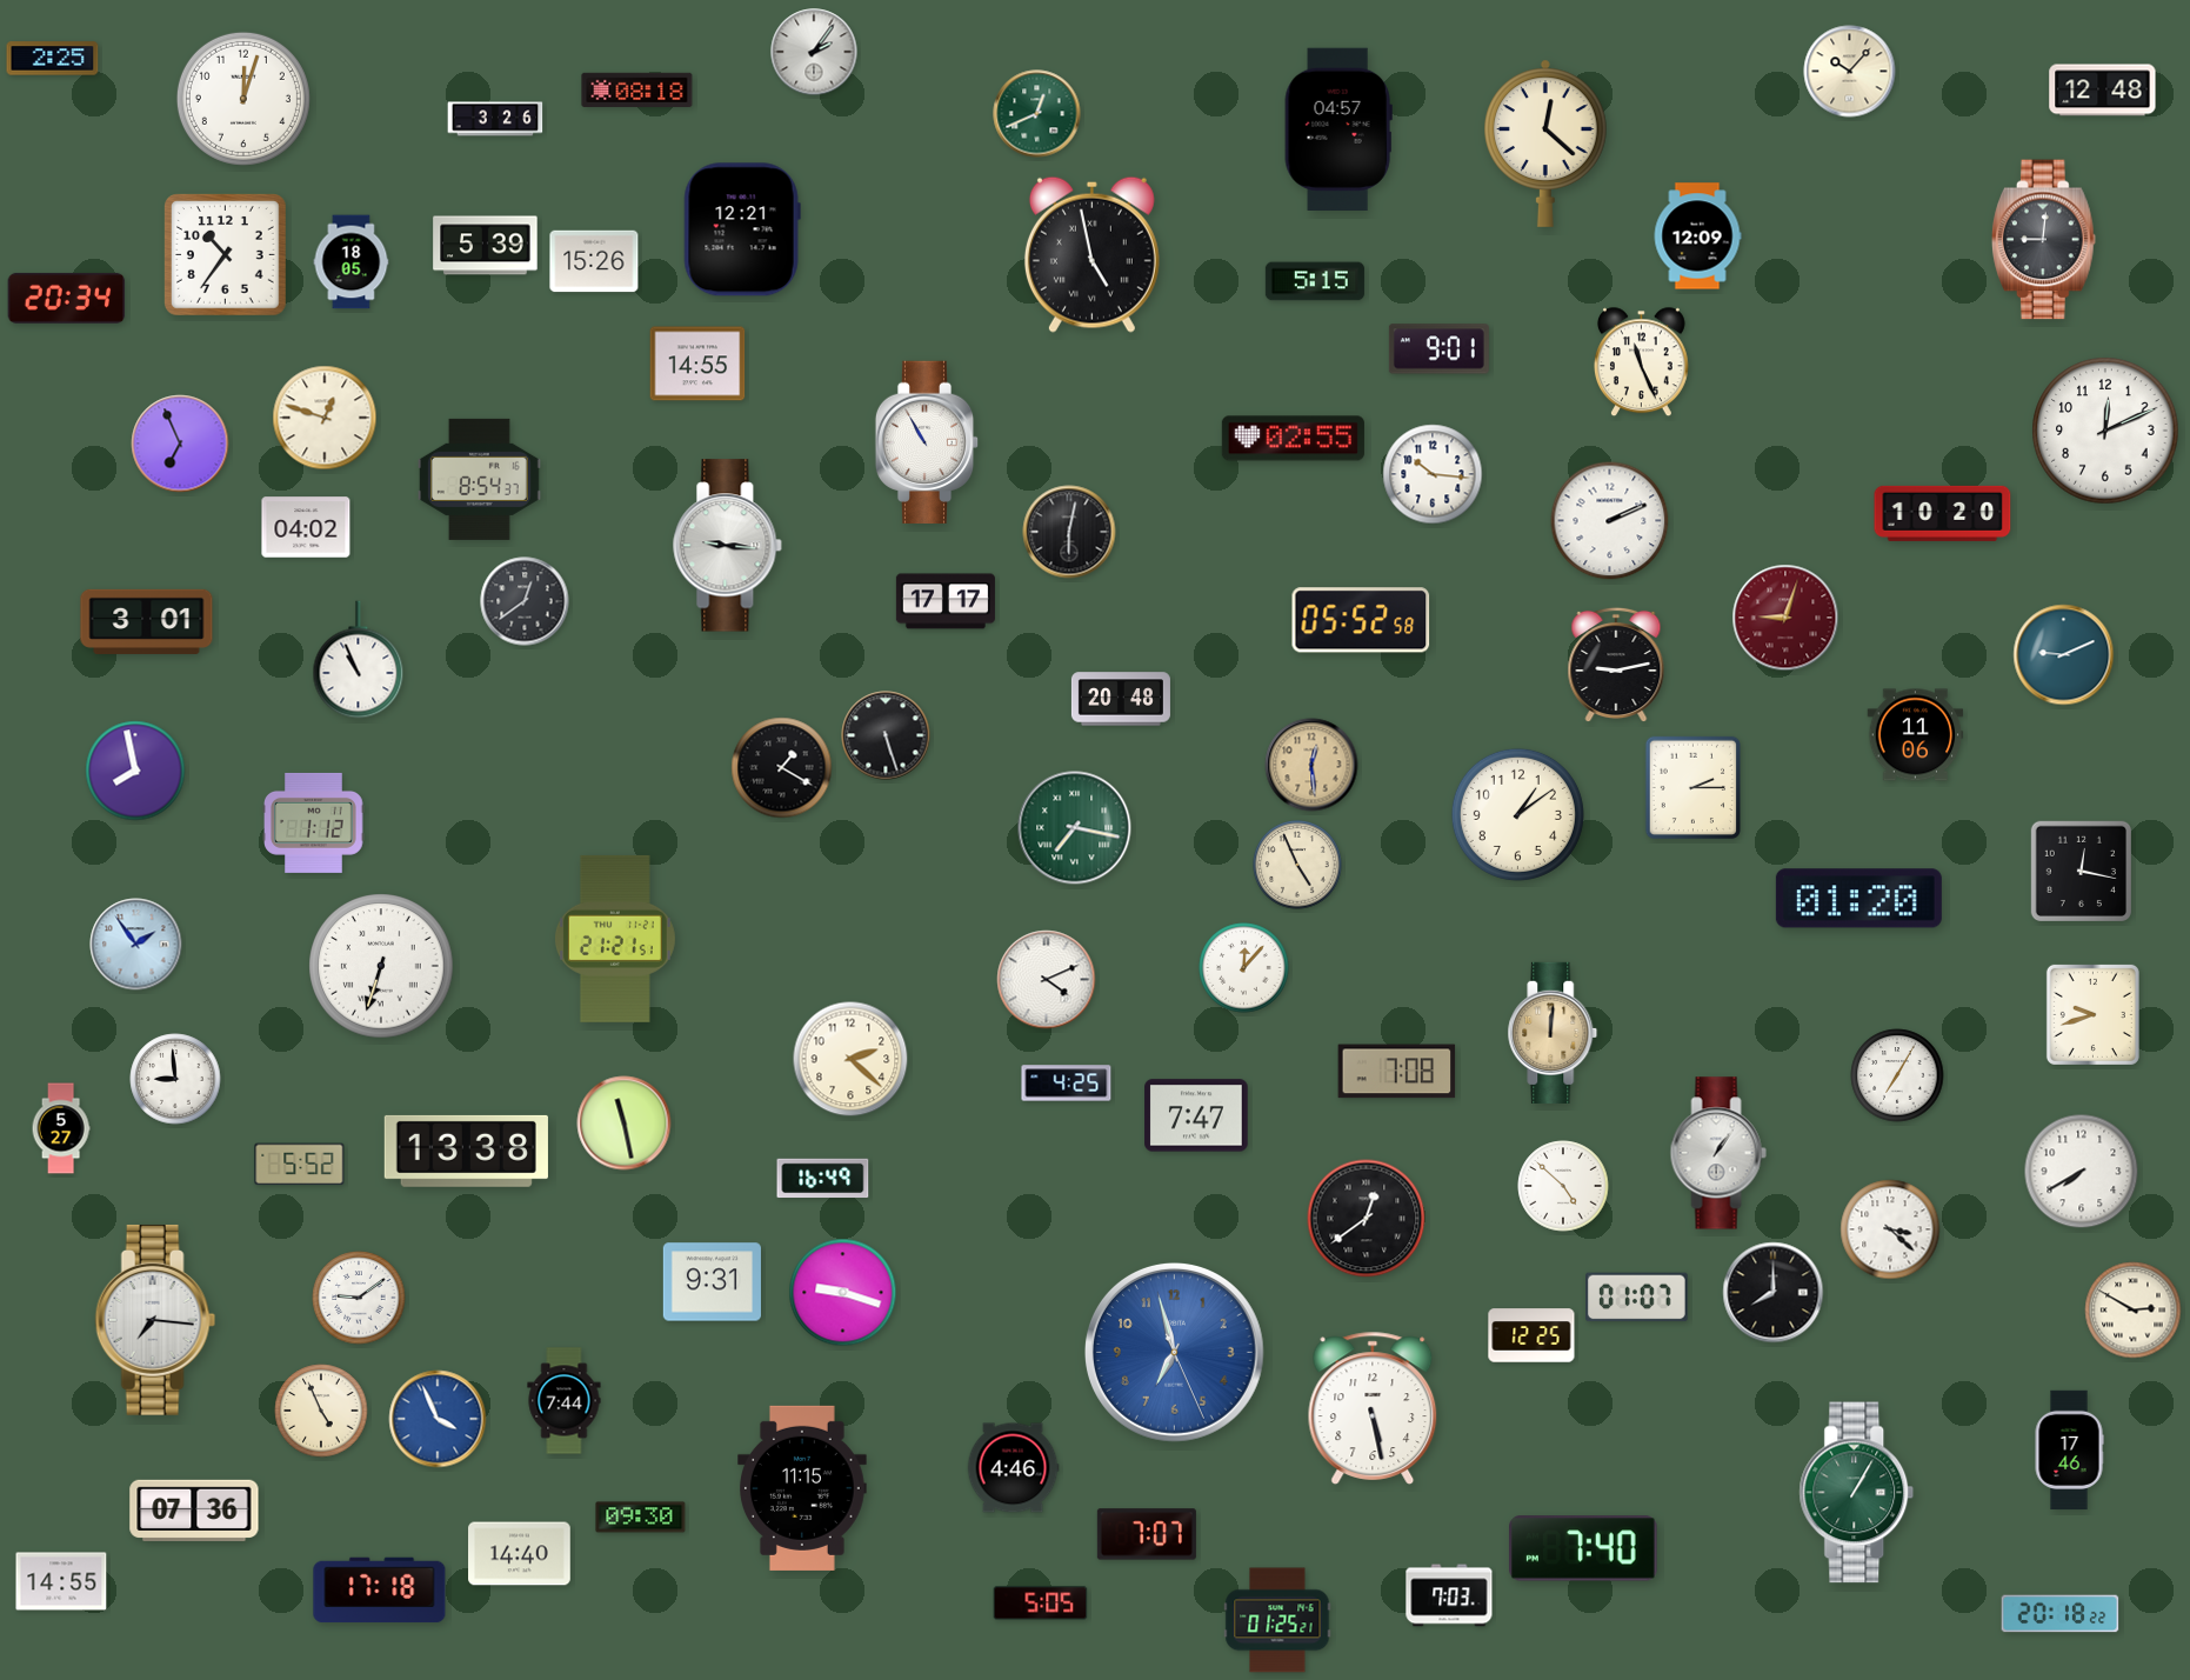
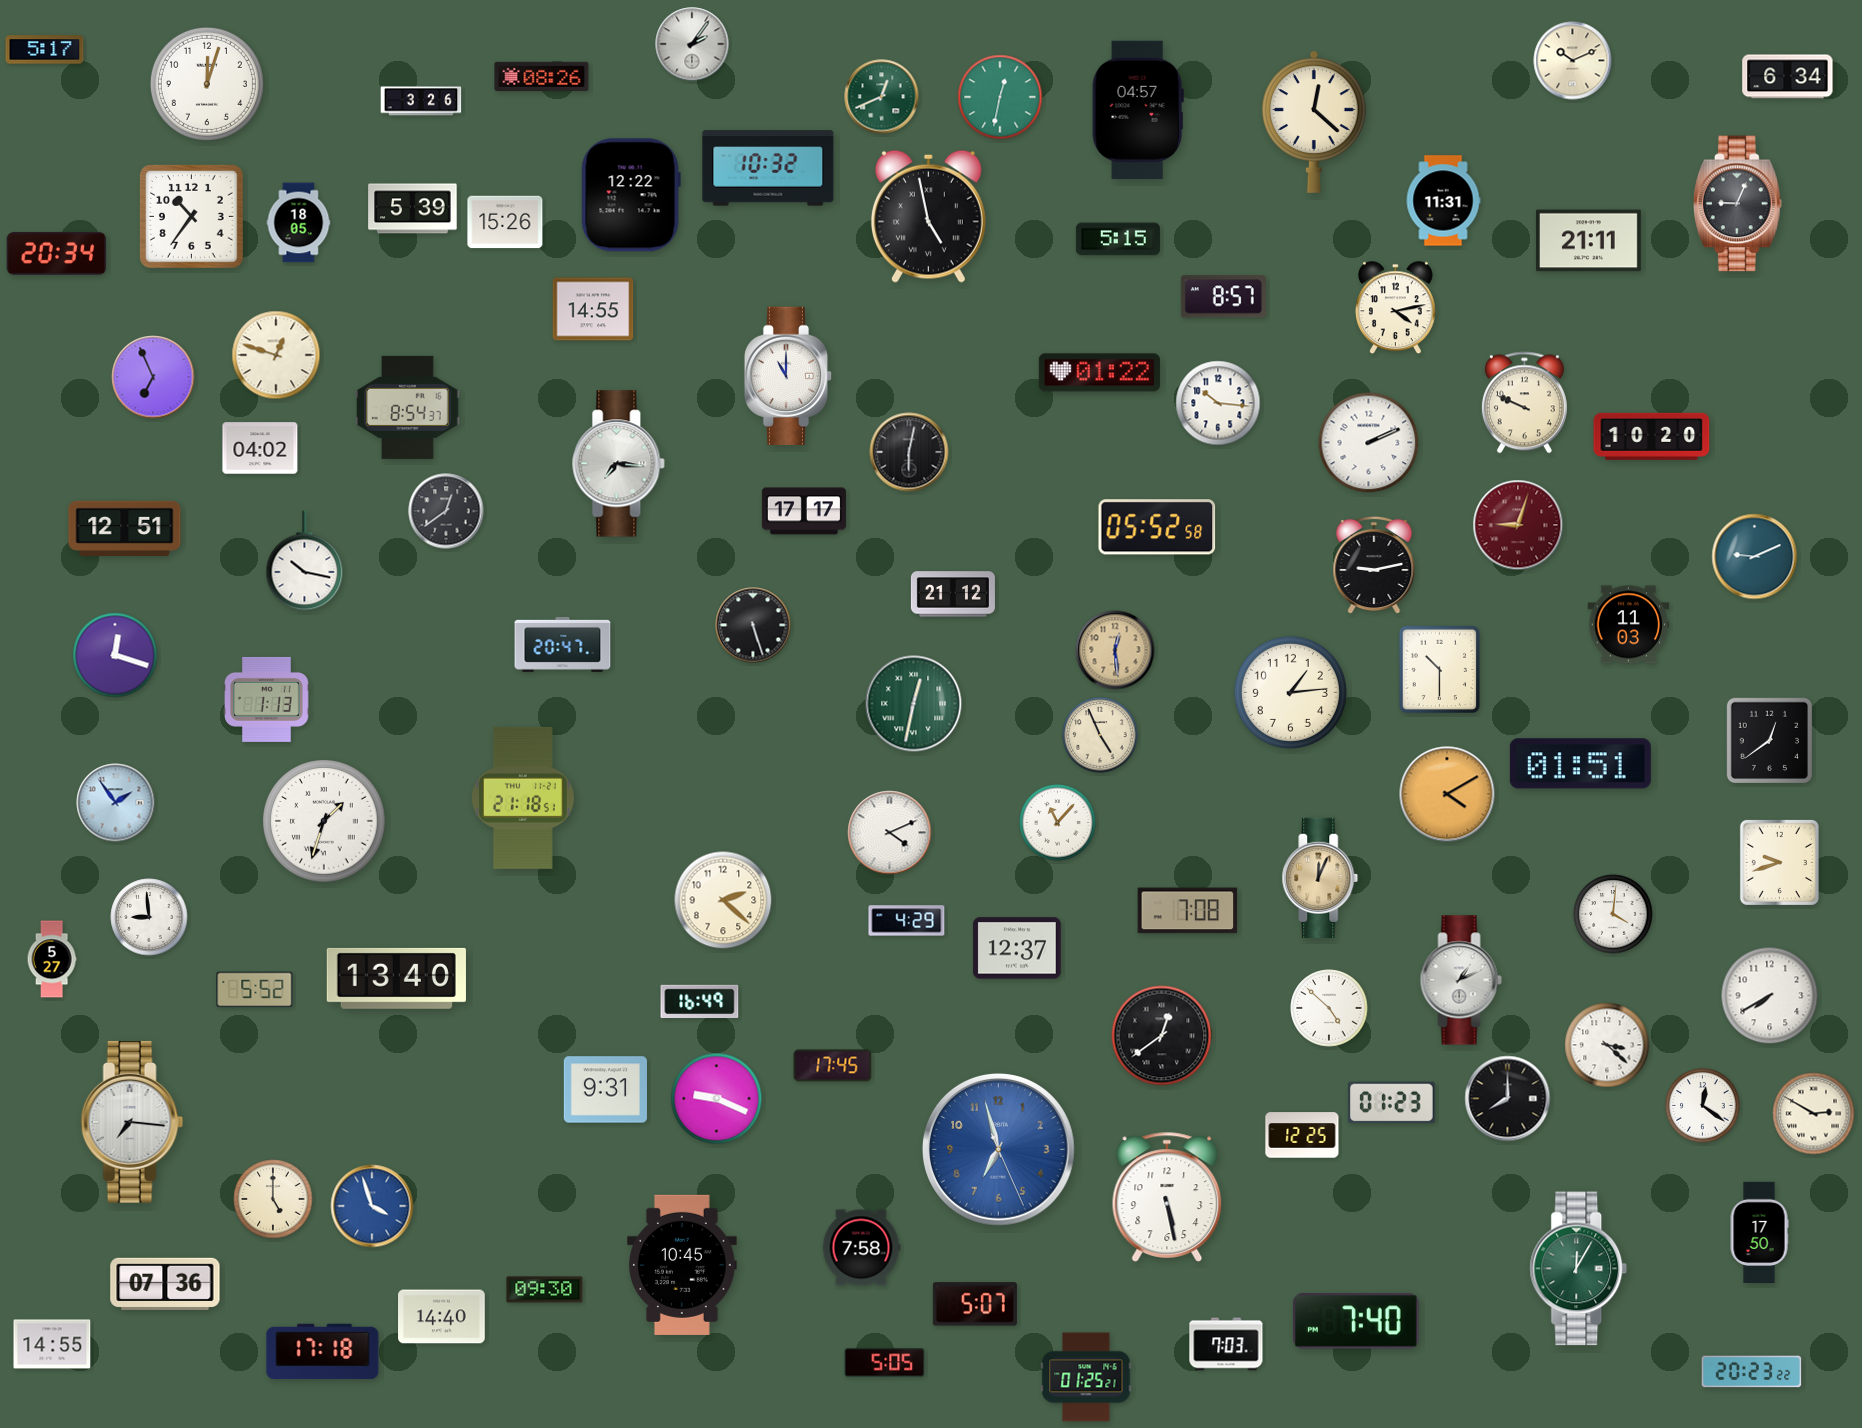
clock at (53, 59): 2:25 -> 5:17
clock at (1850, 72): 10:07 -> 10:11
clock at (637, 89): 08:18 -> 08:26
clock at (2103, 91): 12:48 -> 6:34
clock at (1000, 97): none -> 12:32
clock at (768, 168): none -> 10:32
clock at (742, 229): 12:21 -> 12:22
clock at (1697, 236): 12:09 -> 11:31
clock at (2043, 240): 9:01 -> 9:04
clock at (1588, 241): none -> 21:11
clock at (1438, 349): 9:01 -> 8:57
clock at (1641, 362): 11:26 -> 4:13
clock at (2105, 431): 12:11 -> none
clock at (1293, 439): 02:55 -> 01:22
clock at (927, 441): 10:55 -> 11:00
clock at (1524, 403): none -> 9:49
clock at (728, 546): 9:16 -> 7:16
clock at (147, 621): 3:01 -> 12:51
clock at (359, 660): 10:56 -> 10:17
clock at (1121, 699): 20:48 -> 21:12
clock at (1916, 735): 11:06 -> 11:03
clock at (563, 644): none -> 20:47
clock at (782, 768): 1:20 -> none
clock at (135, 771): 7:58 -> 12:18
clock at (1692, 788): 2:15 -> 10:30
clock at (1517, 814): 1:09 -> 1:14
clock at (314, 822): 1:12 -> 1:13
clock at (1075, 828): 7:17 -> 12:32
clock at (1297, 865) position: (1297, 865) -> (1100, 735)
clock at (2081, 871): 12:17 -> 12:39
clock at (1858, 899): 01:20 -> 01:51
clock at (1447, 794): none -> 4:10
clock at (615, 939): 21:21 -> 21:18
clock at (381, 966): 6:33 -> 1:33
clock at (1244, 968): 12:07 -> 11:07
clock at (1553, 1033): 12:01 -> 12:04
clock at (1897, 1075): 7:05 -> 4:01
clock at (1067, 1084): 4:25 -> 4:29
clock at (1196, 1115): 7:47 -> 12:37
clock at (625, 1124): 11:28 -> none
clock at (466, 1151): 13:38 -> 13:40
clock at (1718, 1153): 1:06 -> 1:11
clock at (833, 1066): none -> 17:45
clock at (843, 1293): 9:18 -> 9:19
clock at (359, 1298): 9:09 -> none
clock at (1637, 1298): 01:07 -> 01:23
clock at (1703, 1106): none -> 12:21
clock at (565, 1401): 7:44 -> none
clock at (321, 1411): 4:56 -> 5:00
clock at (438, 1419): 3:56 -> 3:57
clock at (2069, 1451): 17:46 -> 17:50
clock at (1013, 1468): 4:46 -> 7:58
clock at (803, 1488): 11:15 -> 10:45
clock at (1857, 1493): 1:05 -> 12:05
clock at (1147, 1534): 7:07 -> 5:07
clock at (1584, 1548) position: (1584, 1548) -> (1357, 1321)
clock at (520, 1554) position: (520, 1554) -> (442, 1317)
clock at (1449, 1595) position: (1449, 1595) -> (1226, 1344)
clock at (2061, 1614): 20:18 -> 20:23
